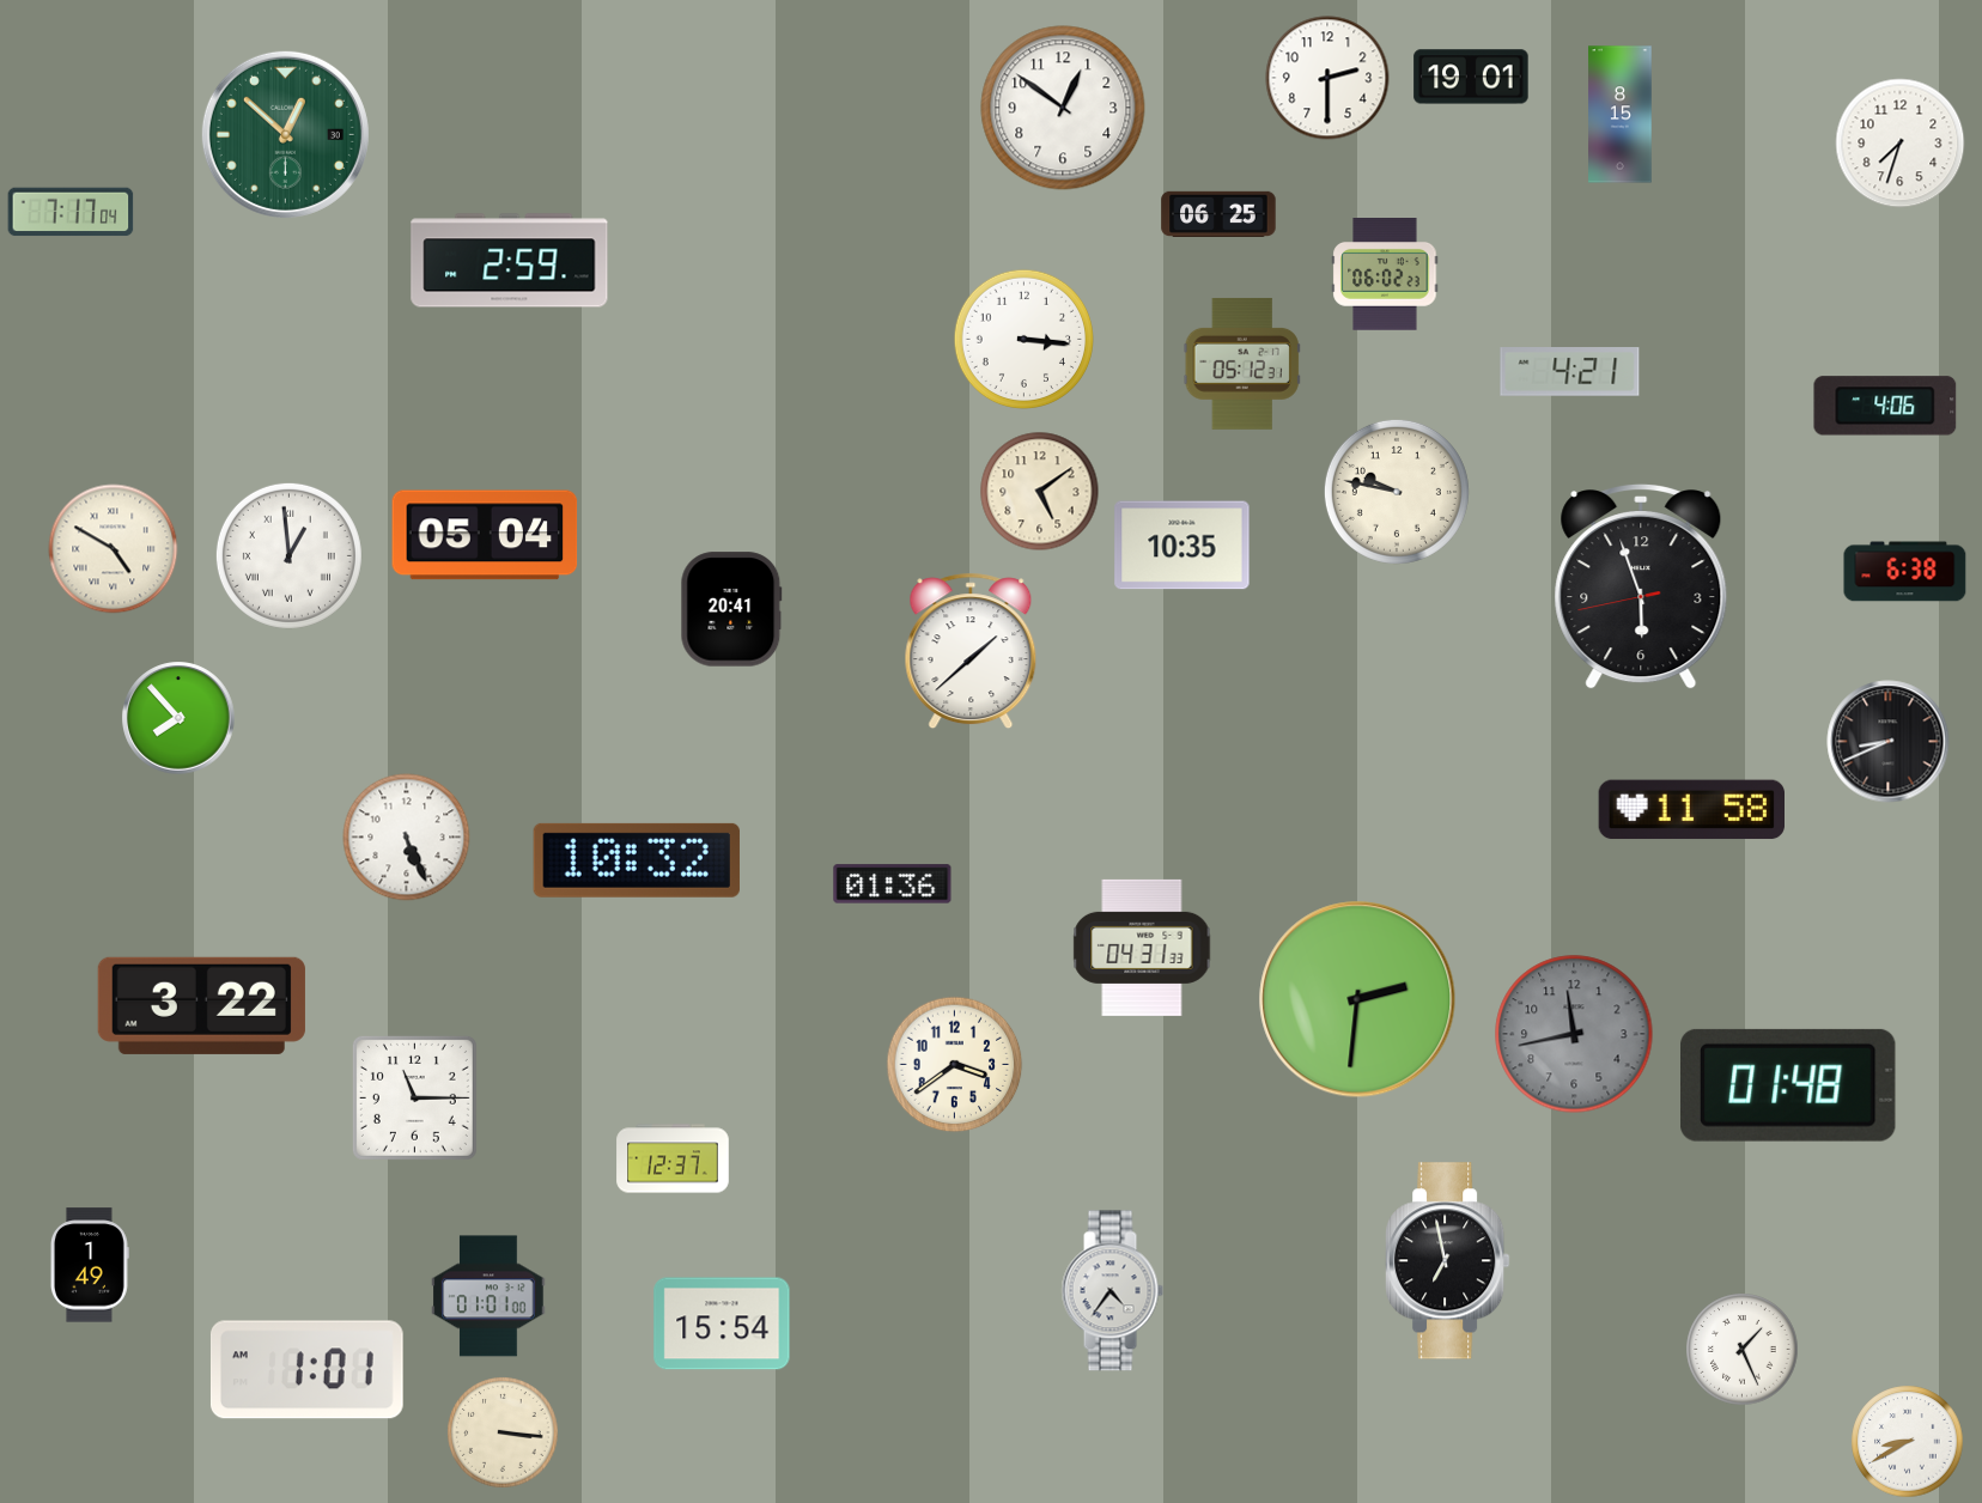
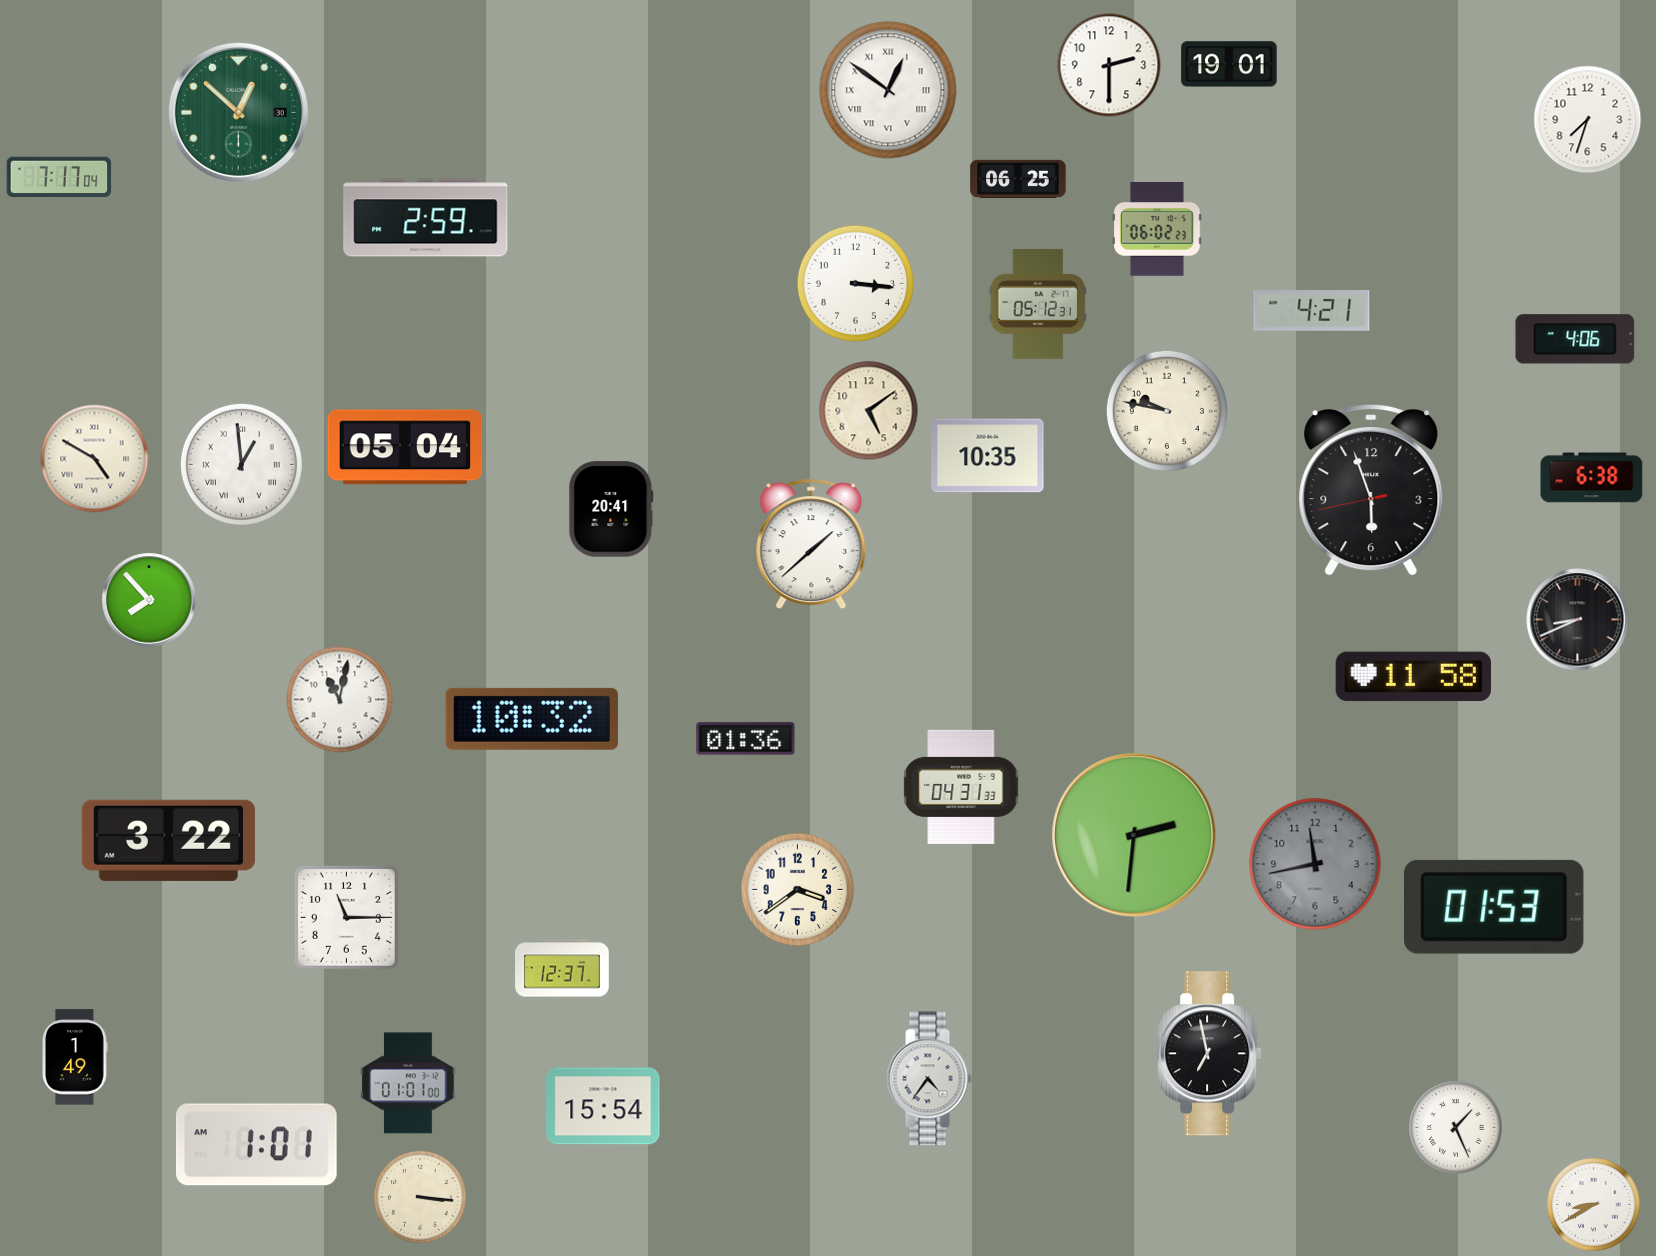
clock at (1063, 108) numerals: Arabic -> Roman
clock at (1621, 115): 8:15 -> none
clock at (407, 838): 5:26 -> 11:02
clock at (1142, 948) position: (1142, 948) -> (961, 787)
clock at (1789, 1085): 01:48 -> 01:53
